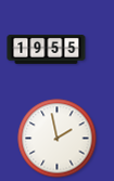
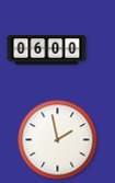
clock at (47, 50): 19:55 -> 06:00
